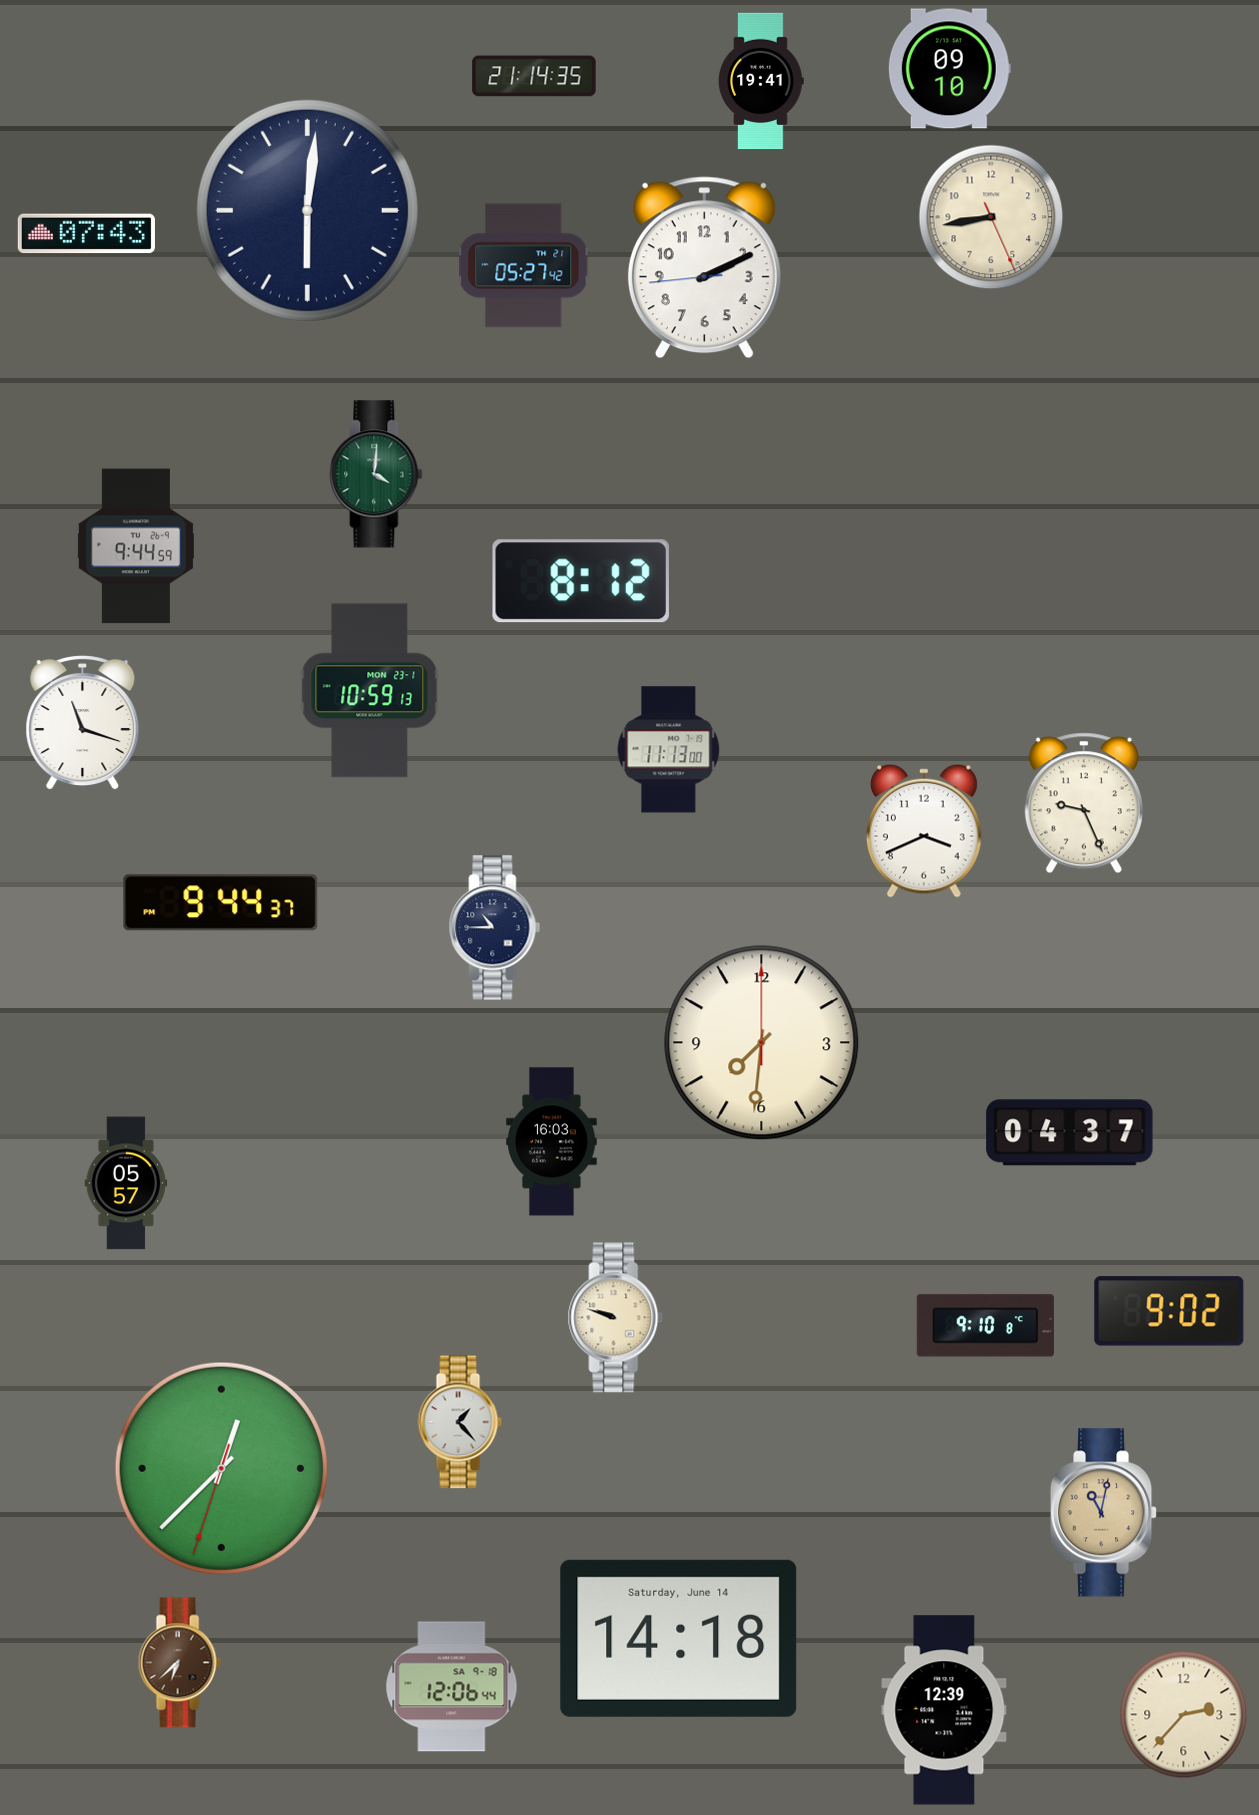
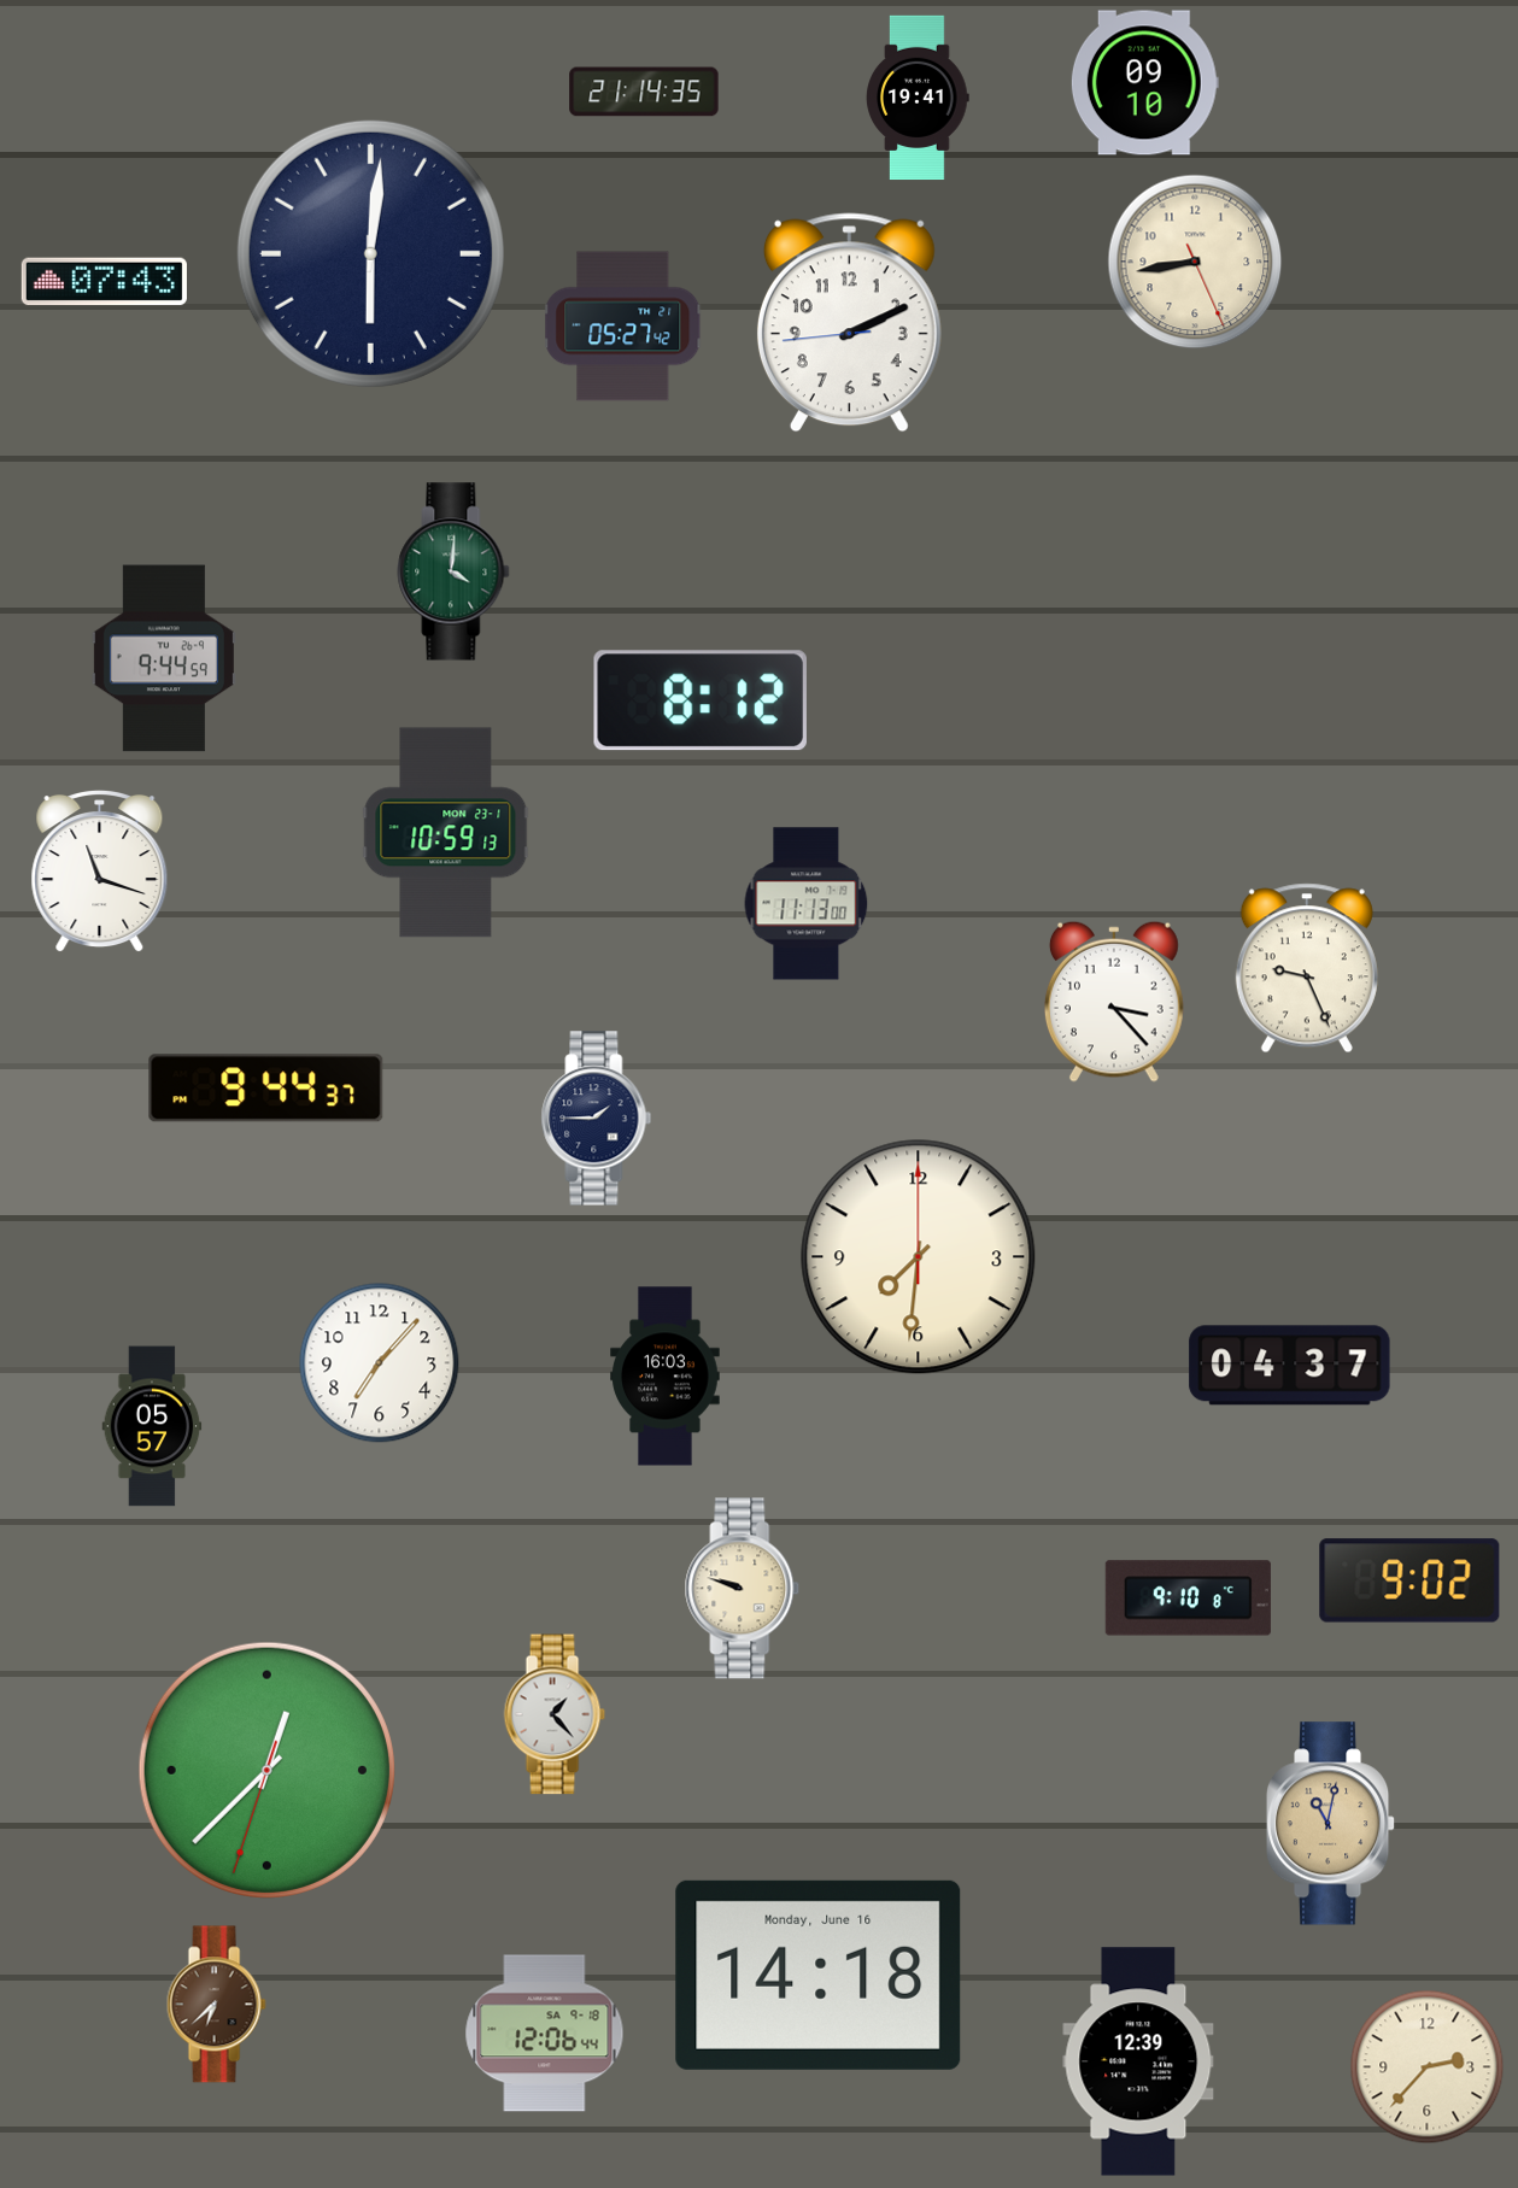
clock at (524, 266) position: (524, 266) -> (623, 327)
clock at (924, 831): 3:41 -> 3:23
clock at (495, 928): 10:45 -> 1:45
clock at (380, 1363): none -> 7:07
clock at (679, 1638) date: Saturday, June 14 -> Monday, June 16
